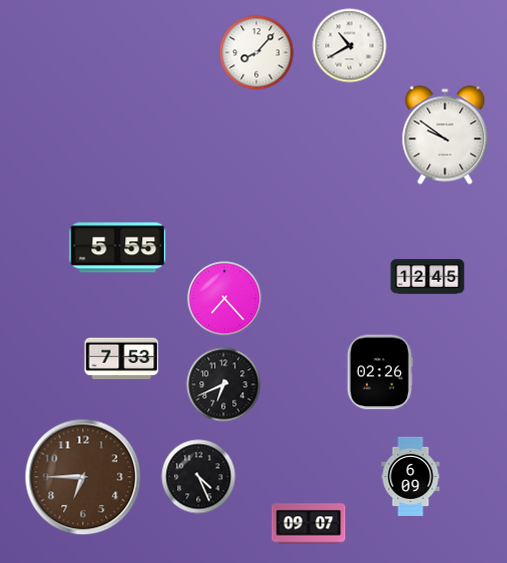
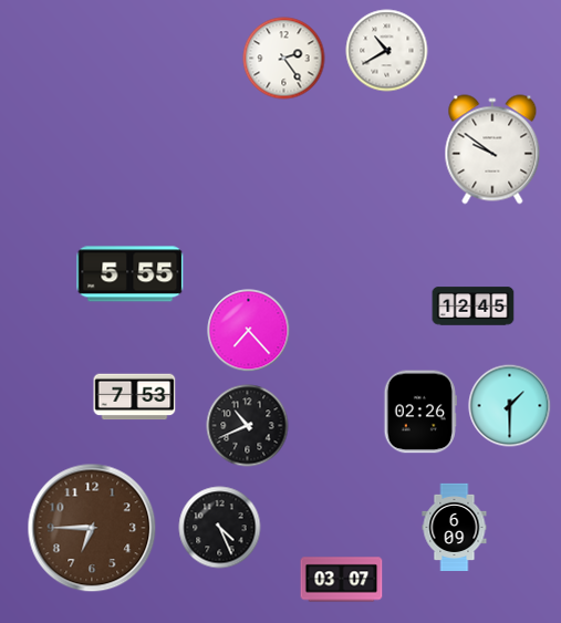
clock at (257, 53): 8:07 -> 2:24
clock at (510, 406): none -> 1:30
clock at (224, 385): 6:41 -> 10:41
clock at (309, 524): 09:07 -> 03:07
